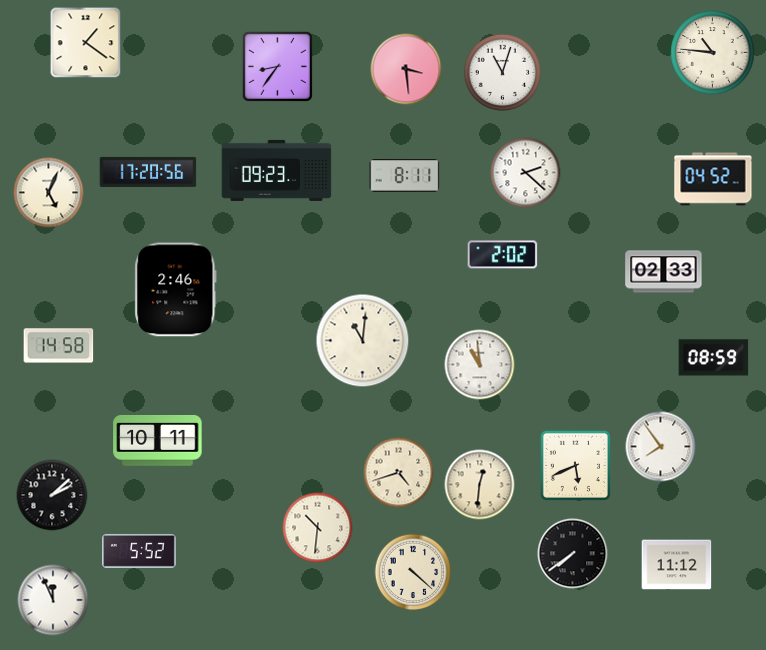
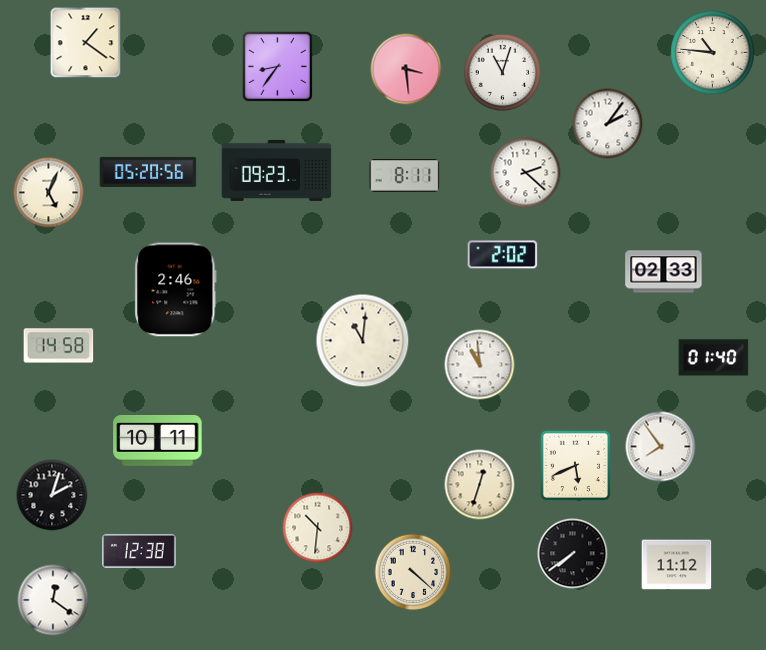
clock at (608, 124): none -> 2:06
clock at (148, 172): 17:20 -> 05:20
clock at (713, 179): 04:52 -> none
clock at (714, 358): 08:59 -> 01:40
clock at (399, 473): 4:42 -> none
clock at (480, 485): 12:31 -> 12:33
clock at (52, 495): 2:08 -> 2:03
clock at (140, 551): 5:52 -> 12:38
clock at (53, 600): 11:56 -> 12:21
